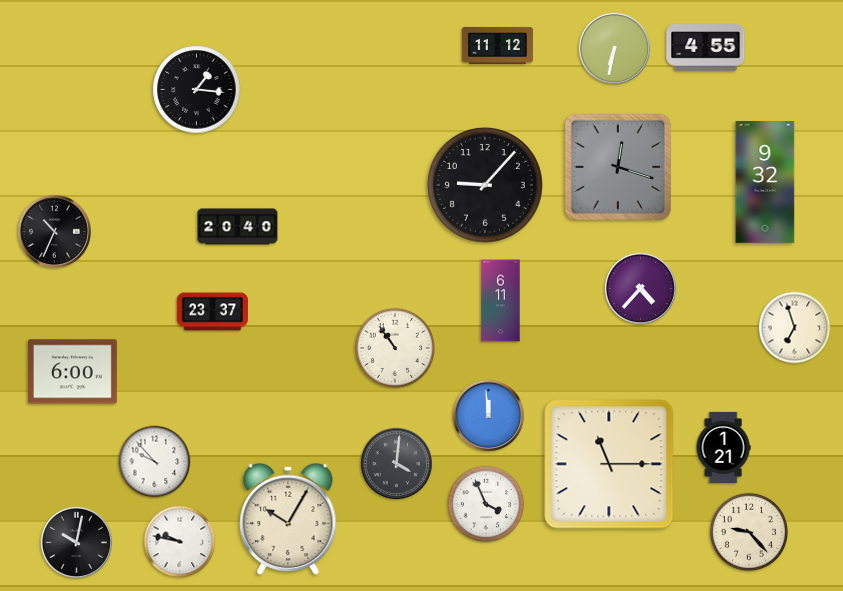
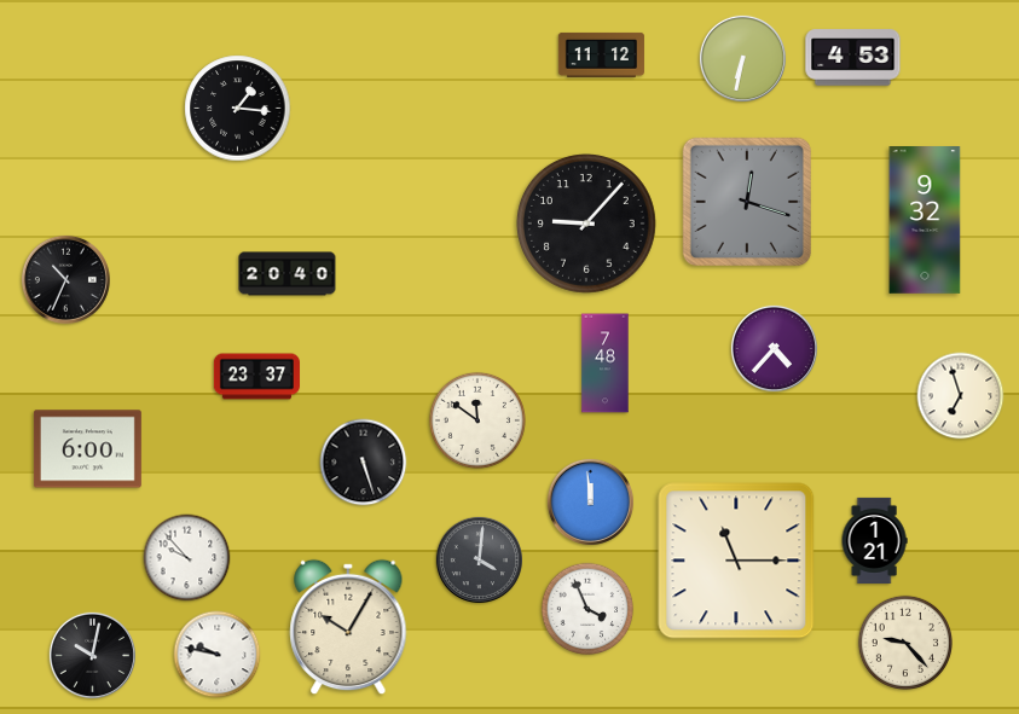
clock at (706, 48): 4:55 -> 4:53
clock at (501, 301): 6:11 -> 7:48
clock at (395, 348): 10:54 -> 11:51
clock at (364, 463): none -> 5:27
